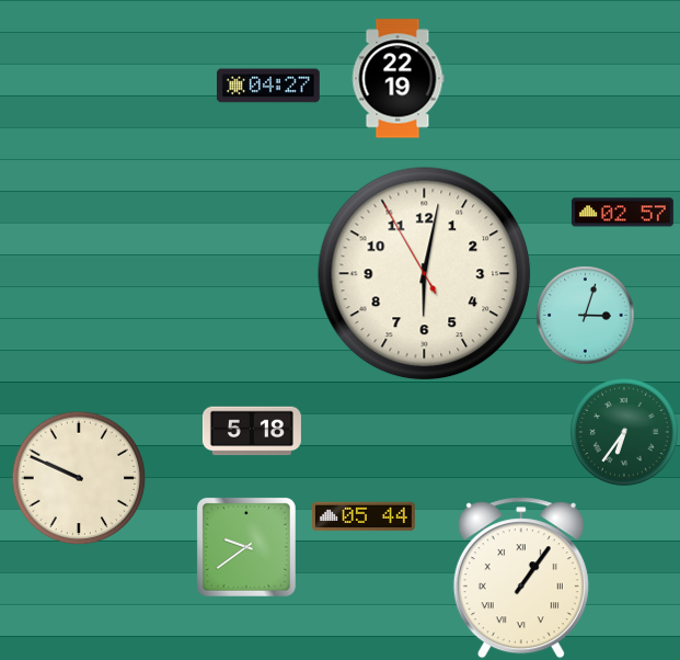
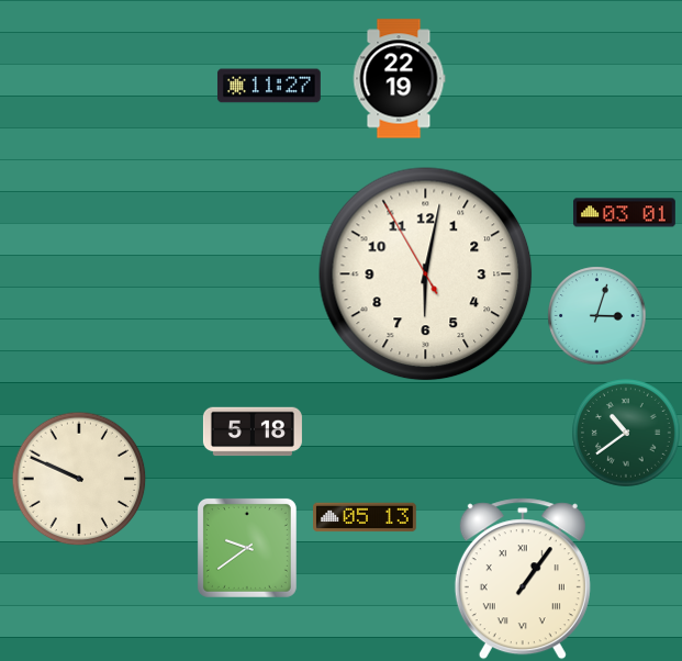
clock at (268, 86): 04:27 -> 11:27
clock at (622, 213): 02:57 -> 03:01
clock at (585, 315) position: (585, 315) -> (596, 315)
clock at (625, 433): 6:36 -> 10:39
clock at (365, 516): 05:44 -> 05:13
